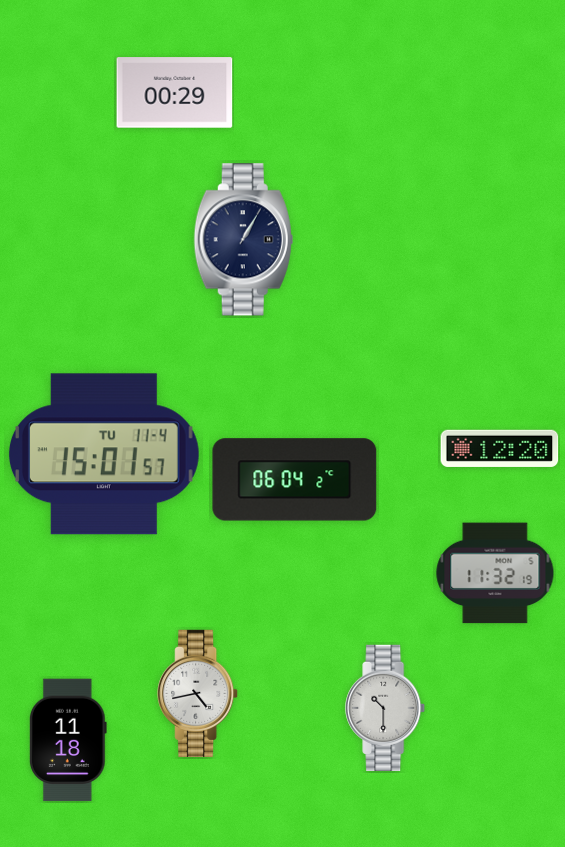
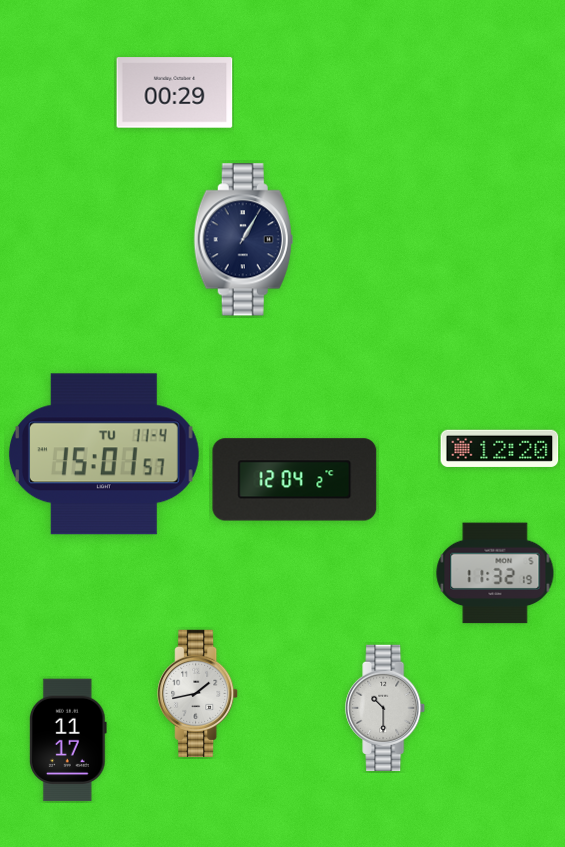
clock at (295, 480): 06:04 -> 12:04
clock at (198, 693): 4:43 -> 1:43
clock at (68, 740): 11:18 -> 11:17
